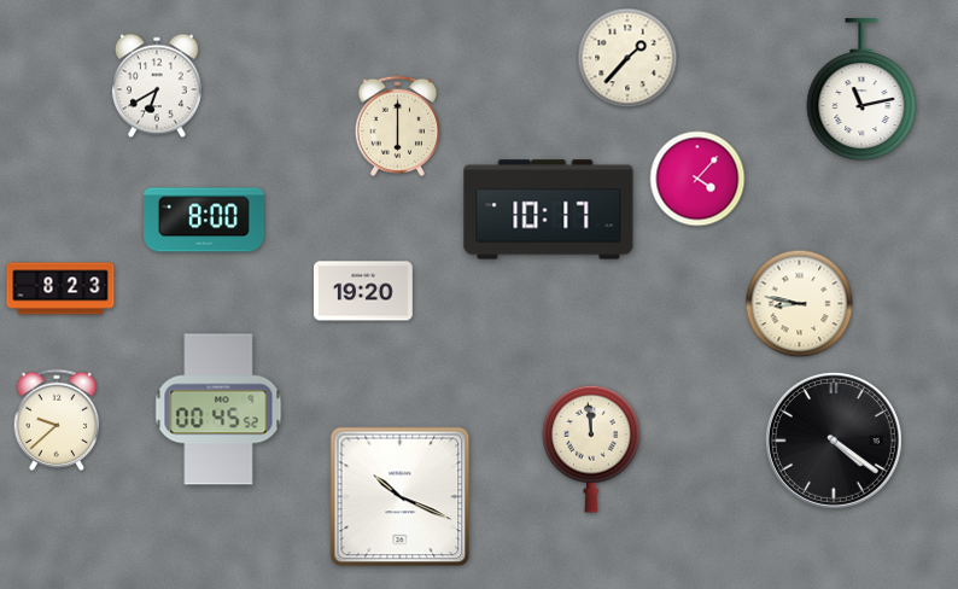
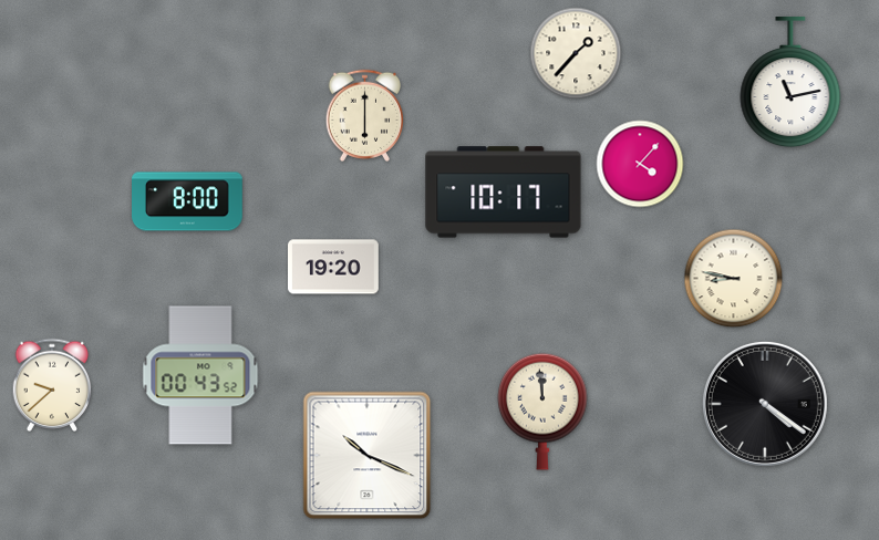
clock at (157, 86): 6:40 -> none
clock at (60, 288): 8:23 -> none
clock at (218, 409): 00:45 -> 00:43
